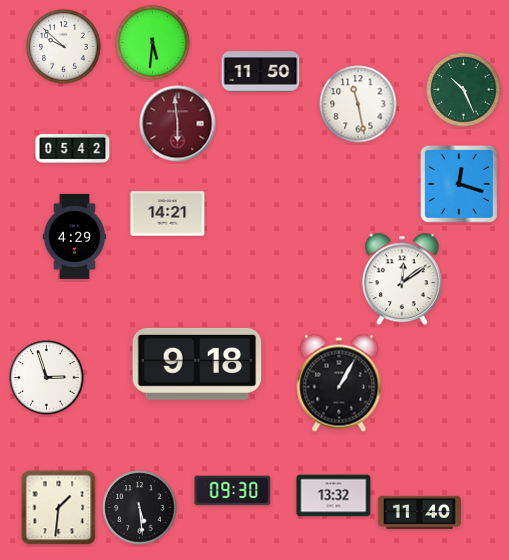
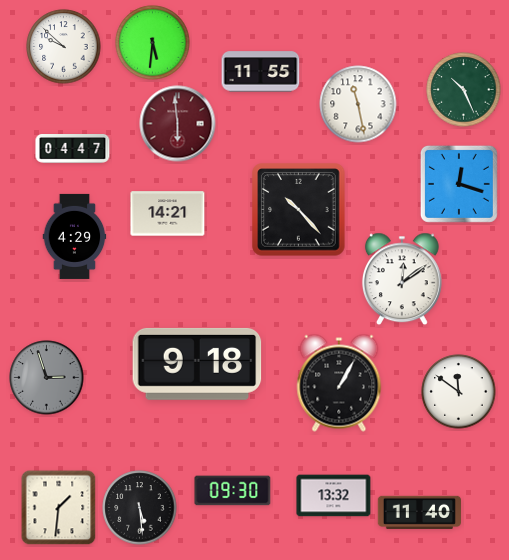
clock at (261, 72): 11:50 -> 11:55
clock at (73, 149): 05:42 -> 04:47
clock at (299, 210): none -> 10:23
clock at (47, 378) dial: white -> grey
clock at (459, 392): none -> 11:51
